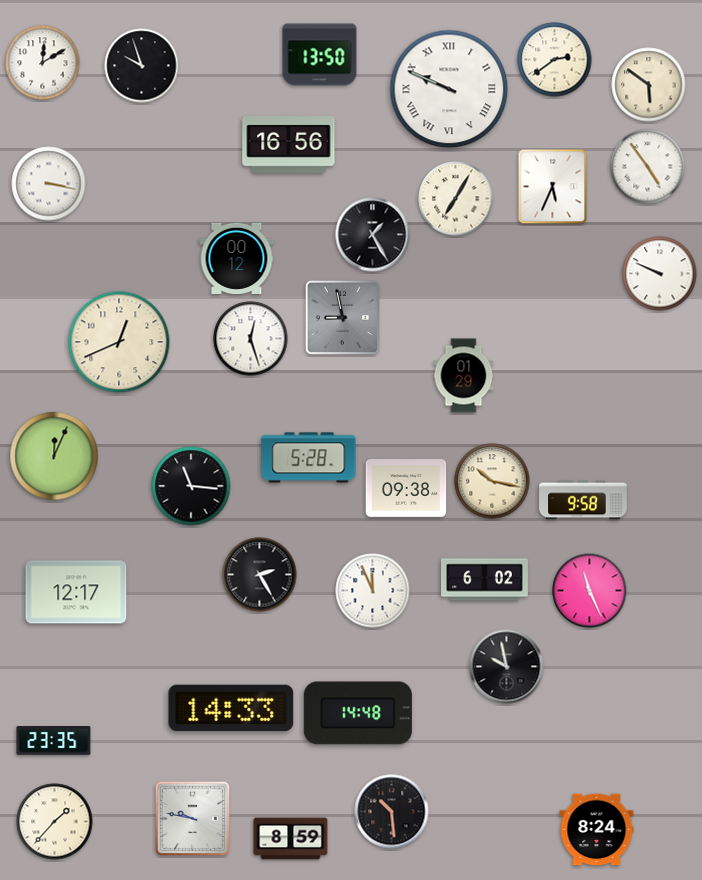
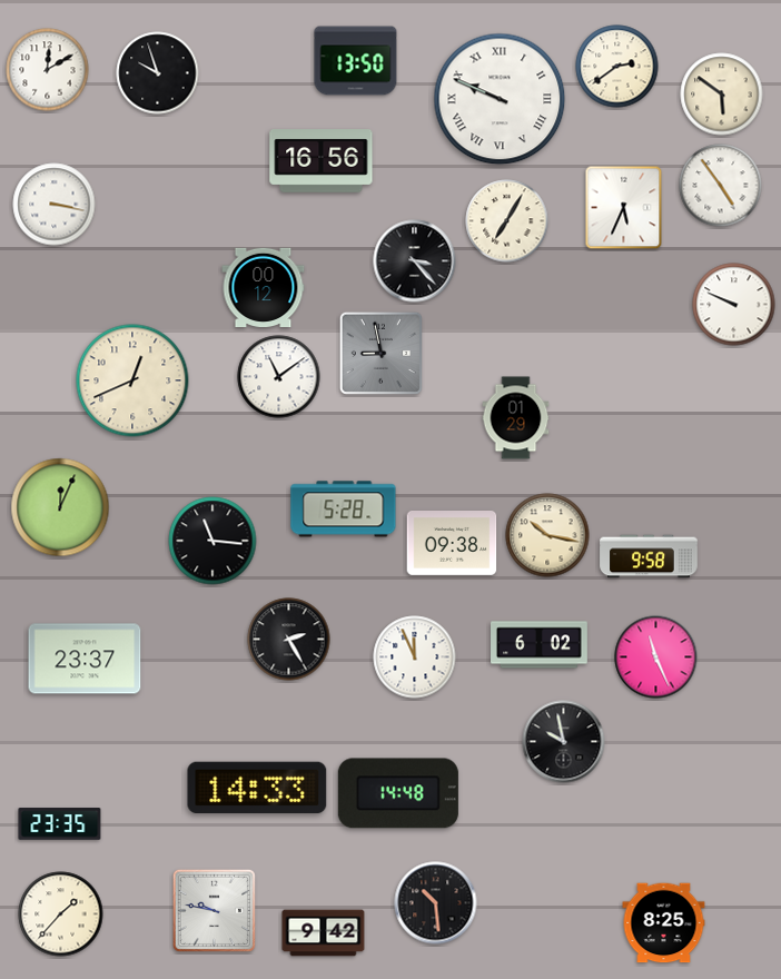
clock at (553, 187) position: (553, 187) -> (624, 208)
clock at (373, 235): 1:25 -> 3:23
clock at (251, 339): 12:27 -> 11:09
clock at (76, 592): 12:17 -> 23:37
clock at (597, 830): 8:24 -> 8:25
clock at (291, 839): 8:59 -> 9:42
